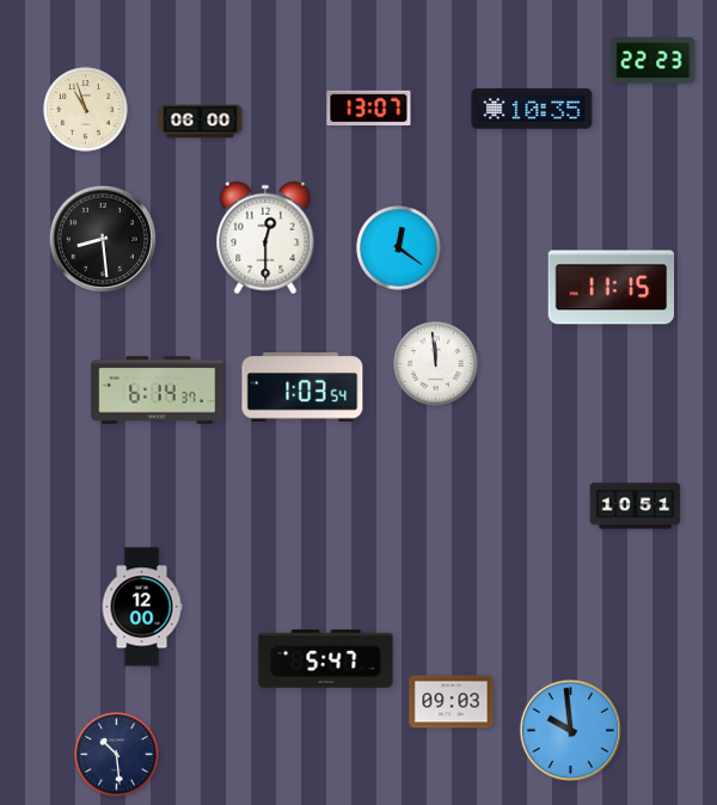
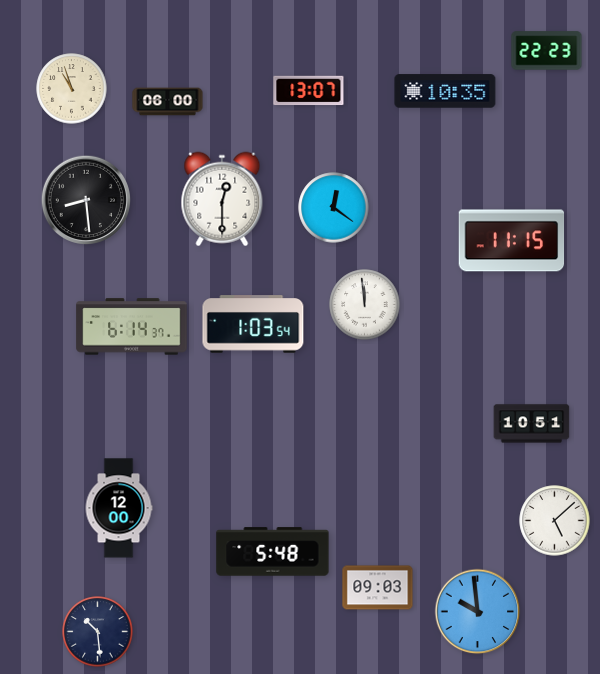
clock at (86, 110) position: (86, 110) -> (72, 89)
clock at (555, 521): none -> 5:08
clock at (326, 659): 5:47 -> 5:48
